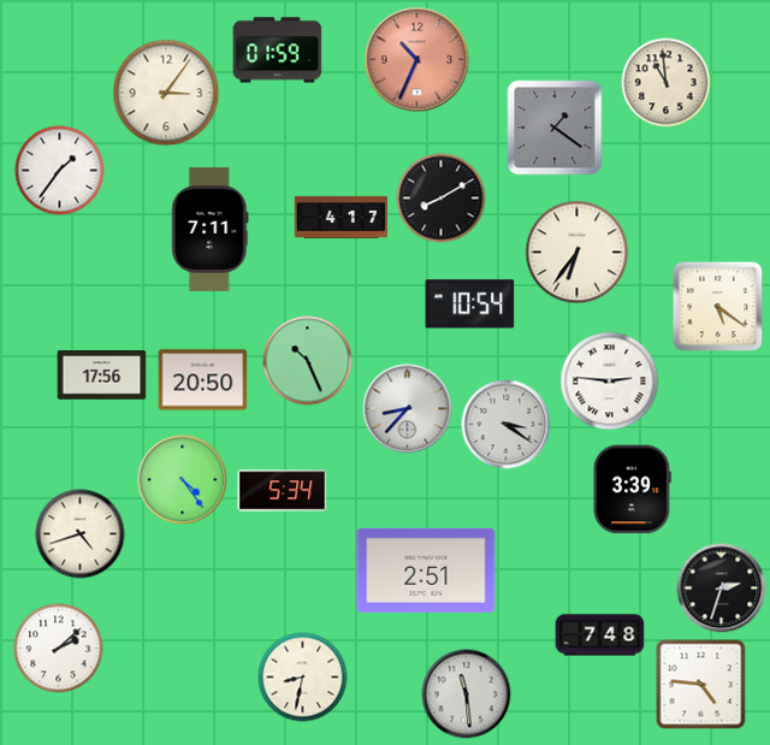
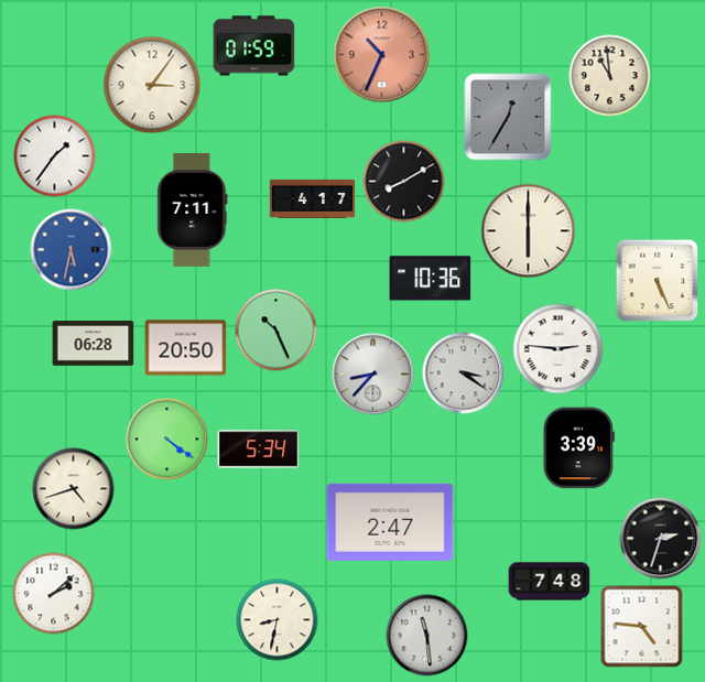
clock at (555, 128): 1:21 -> 12:35
clock at (577, 253): 6:36 -> 6:00
clock at (72, 250): none -> 5:32
clock at (470, 304): 10:54 -> 10:36
clock at (718, 307): 5:21 -> 5:26
clock at (308, 361) position: (308, 361) -> (276, 331)
clock at (102, 376): 17:56 -> 06:28
clock at (507, 425) position: (507, 425) -> (464, 374)
clock at (183, 480): 4:24 -> 4:21
clock at (426, 570): 2:51 -> 2:47
